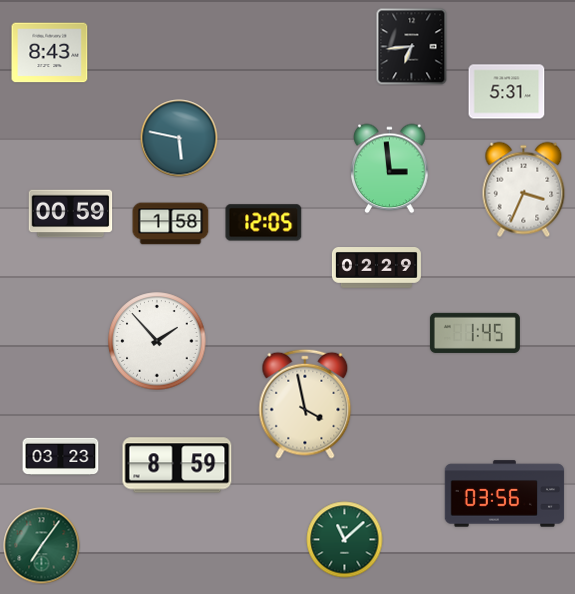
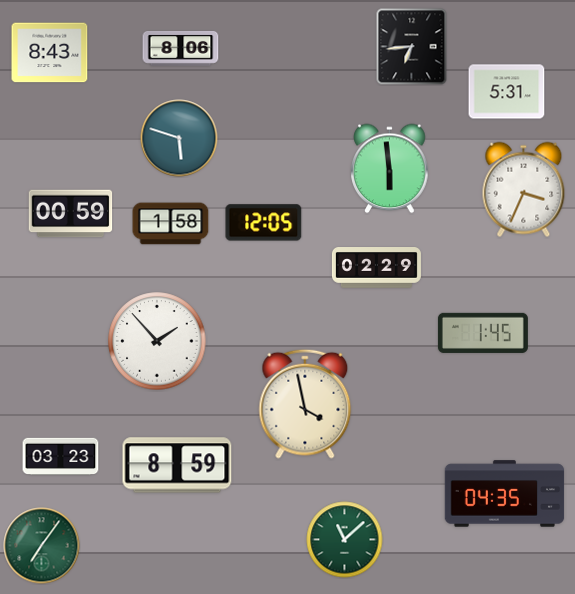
clock at (181, 48): none -> 8:06
clock at (179, 138): 5:47 -> 5:48
clock at (390, 169): 2:59 -> 5:59
clock at (475, 333) position: (475, 333) -> (483, 333)
clock at (505, 494): 03:56 -> 04:35
